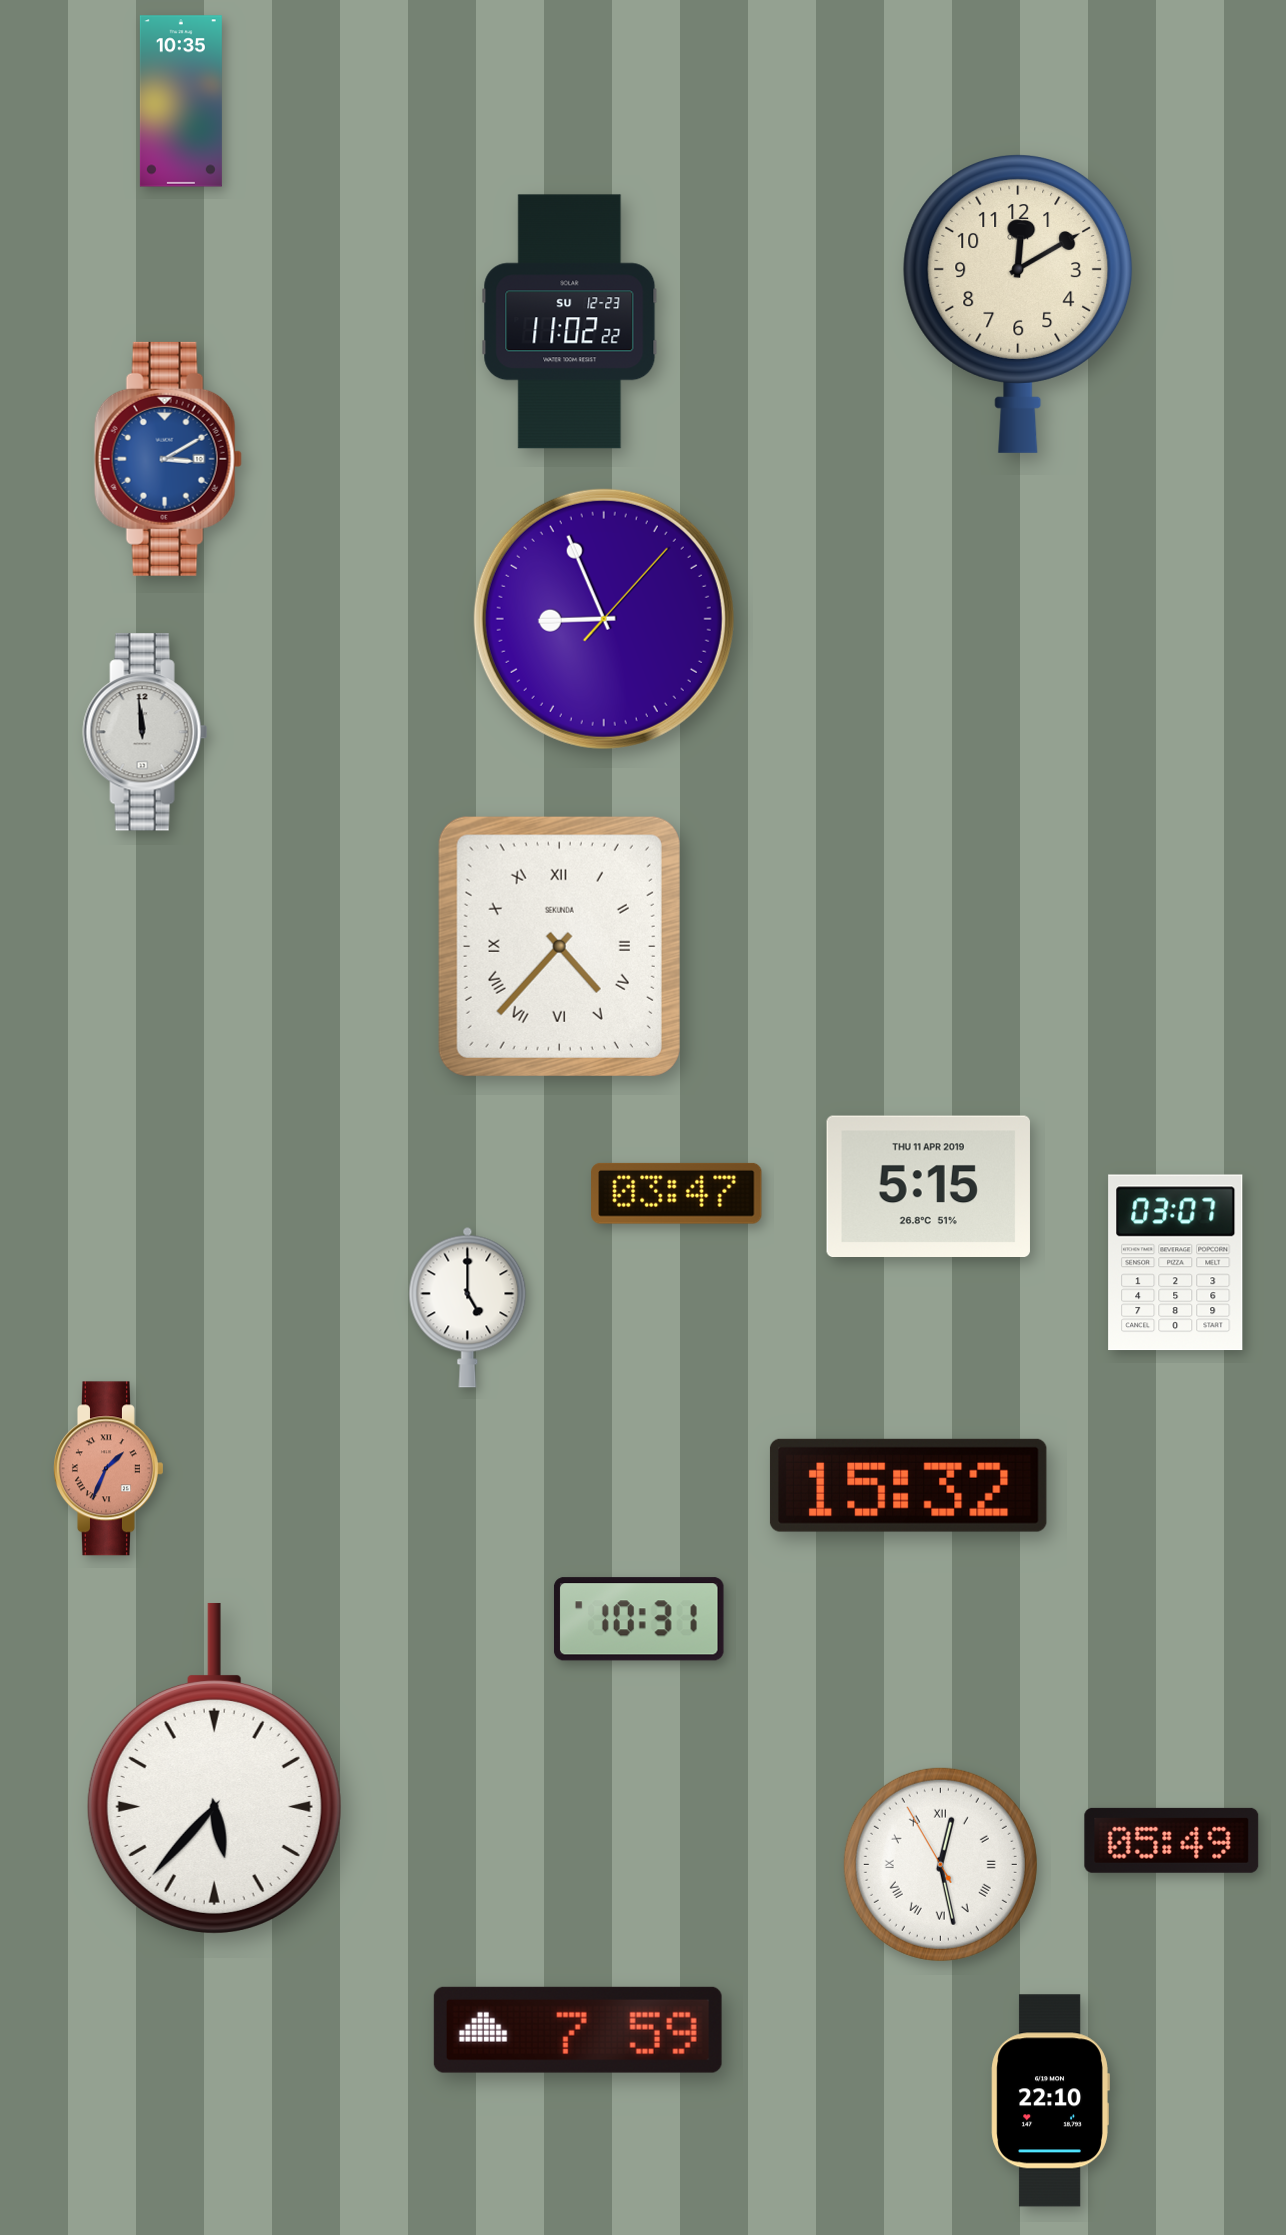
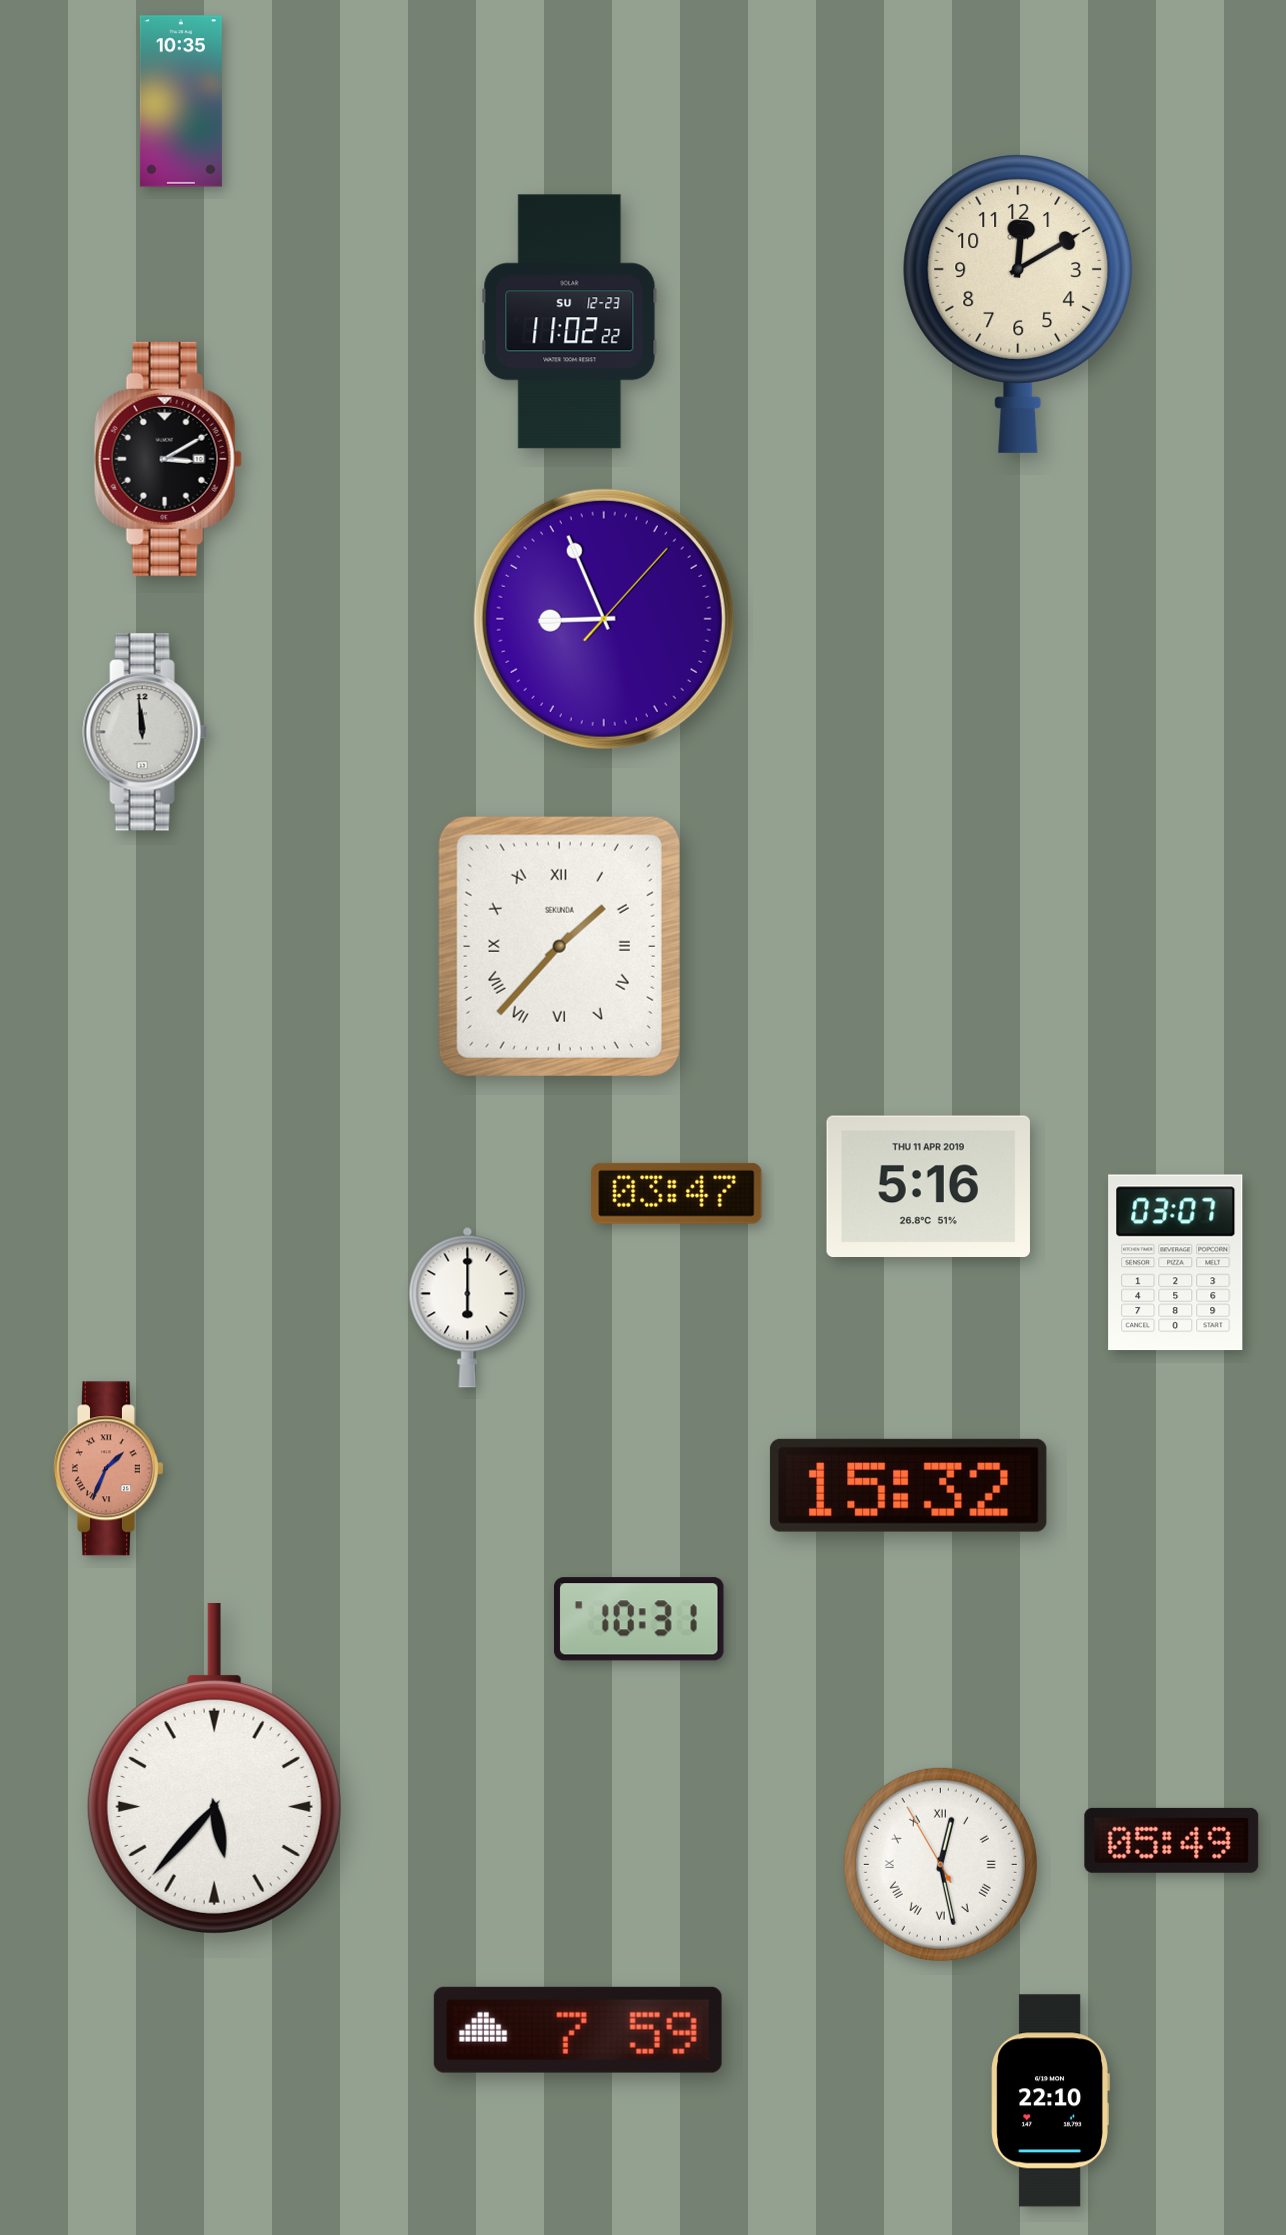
clock at (168, 459) dial: blue -> black
clock at (559, 946): 4:37 -> 1:37
clock at (928, 1186): 5:15 -> 5:16
clock at (468, 1307): 5:00 -> 6:00
